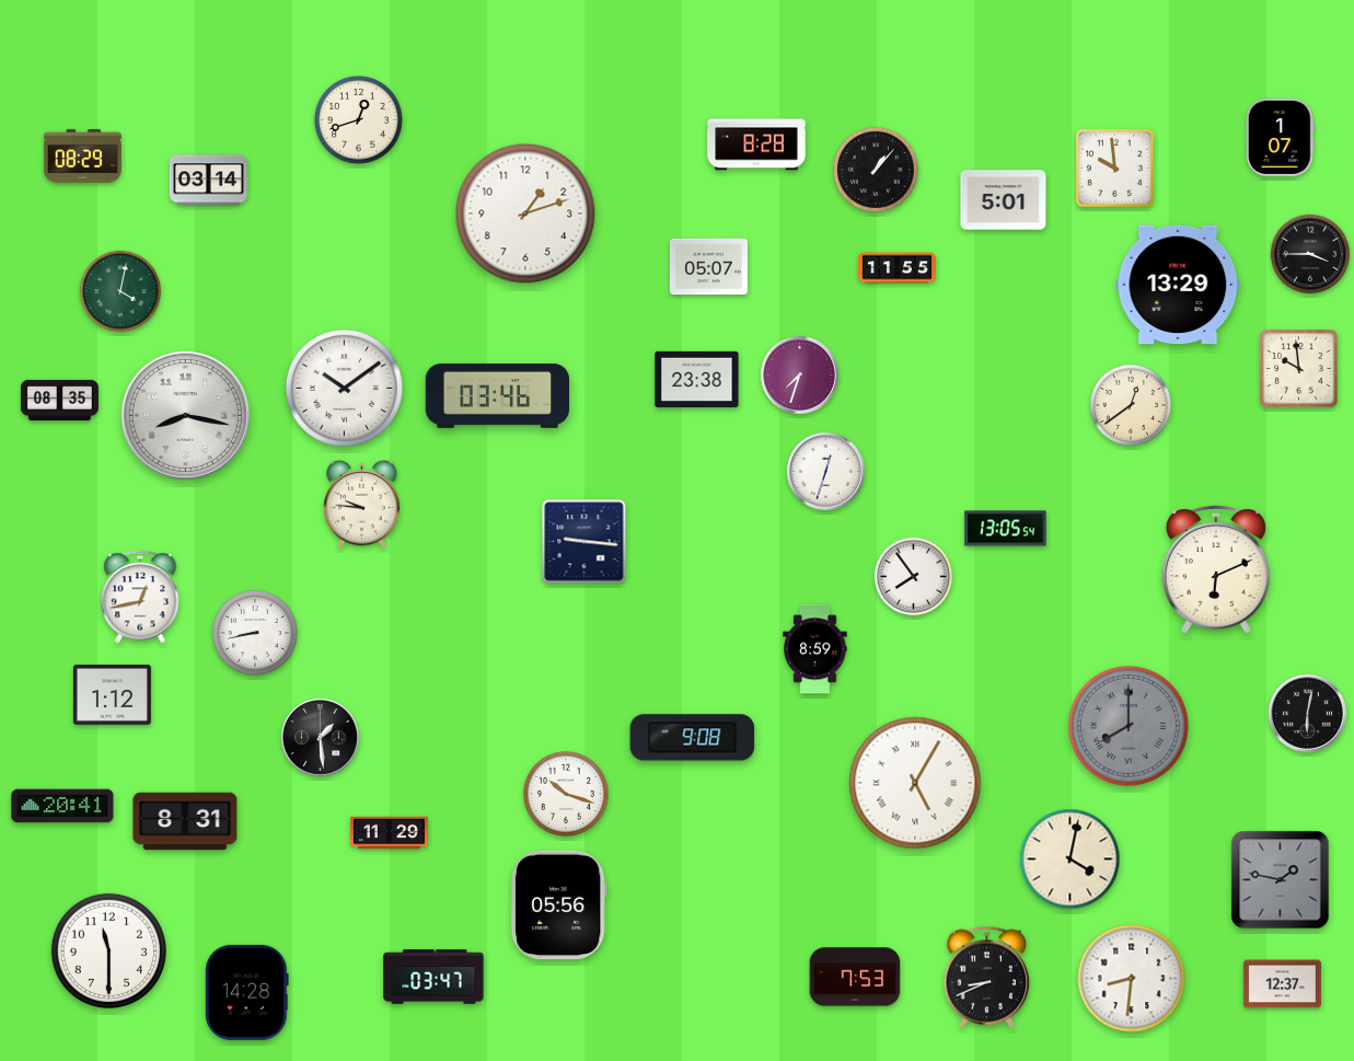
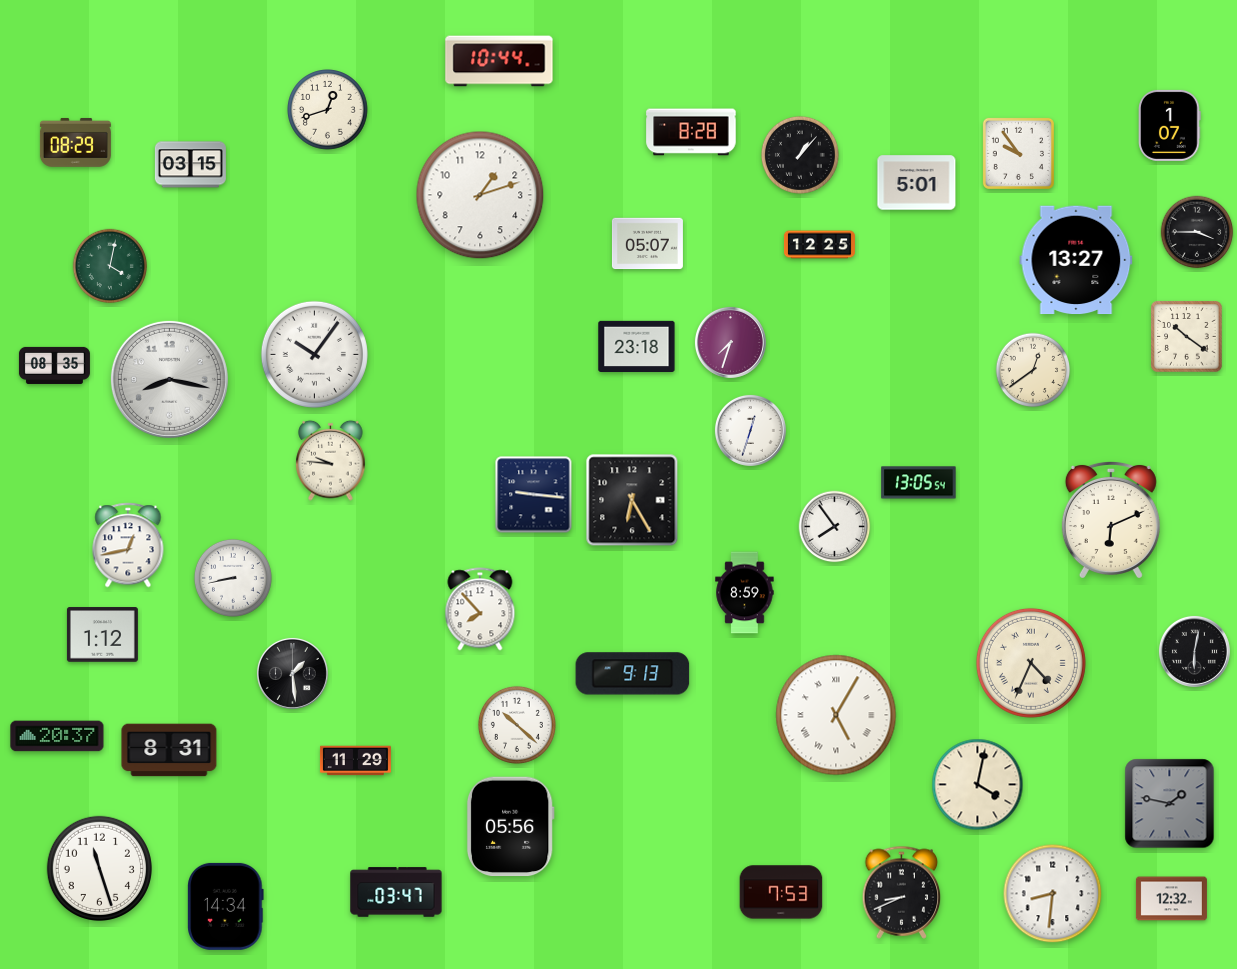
clock at (499, 61): none -> 10:44
clock at (1114, 168): 9:59 -> 9:54
clock at (208, 181): 03:14 -> 03:15
clock at (896, 268): 11:55 -> 12:25
clock at (1178, 285): 13:29 -> 13:27
clock at (1299, 369): 9:59 -> 10:21
clock at (697, 379): 23:38 -> 23:18
clock at (344, 388): 10:09 -> 10:06
clock at (498, 396): 03:46 -> none
clock at (825, 471) position: (825, 471) -> (750, 430)
clock at (632, 500): none -> 6:25
clock at (480, 609): none -> 7:53
clock at (1129, 726): 8:00 -> 4:34
clock at (1129, 726) dial: grey -> cream
clock at (693, 738): 9:08 -> 9:13
clock at (566, 794): 10:18 -> 10:22
clock at (62, 806): 20:41 -> 20:37
clock at (108, 950): 11:30 -> 11:27
clock at (1132, 979) position: (1132, 979) -> (1053, 894)
clock at (1282, 984): 12:37 -> 12:32
clock at (247, 992): 14:28 -> 14:34
